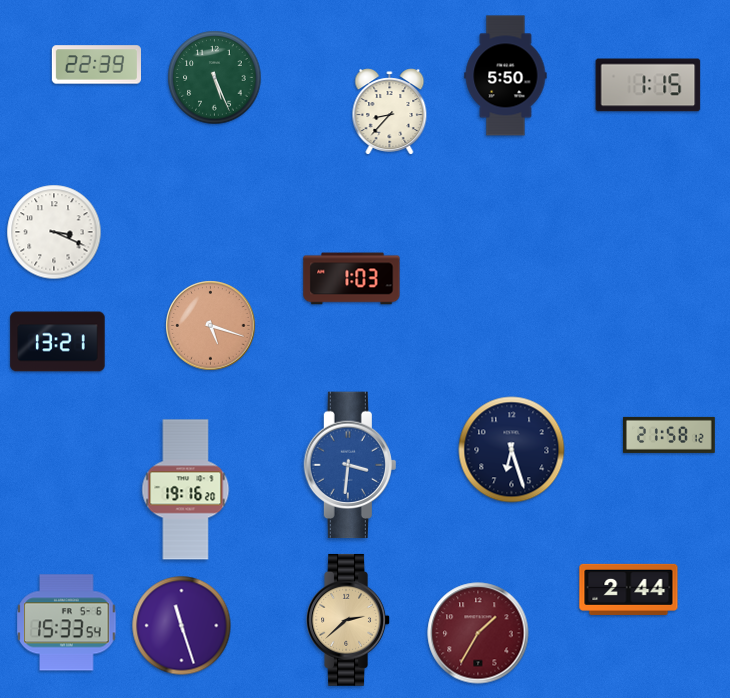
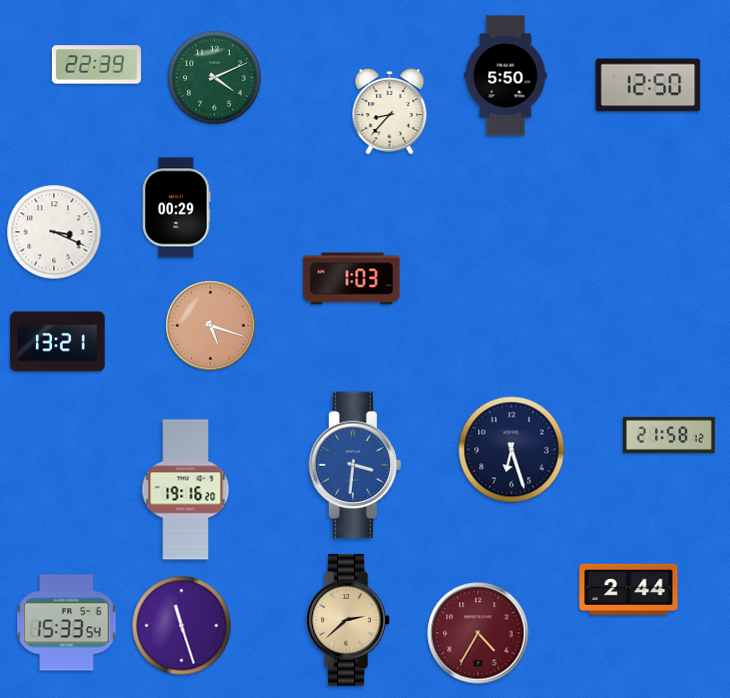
clock at (215, 78): 5:26 -> 4:11
clock at (648, 85): 1:15 -> 12:50
clock at (177, 208): none -> 00:29
clock at (349, 465) position: (349, 465) -> (354, 465)
clock at (478, 633): 1:35 -> 4:35
